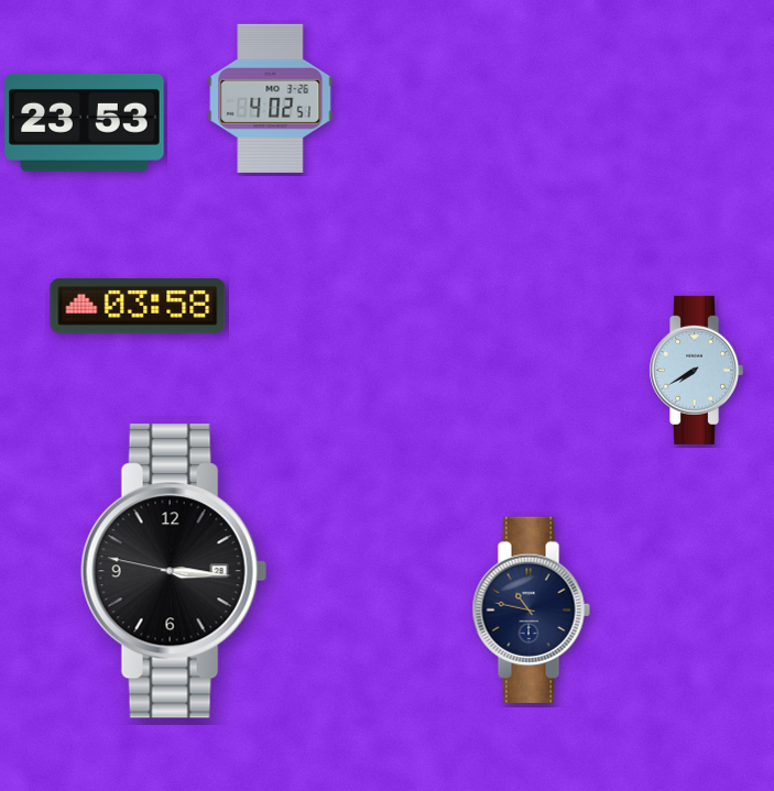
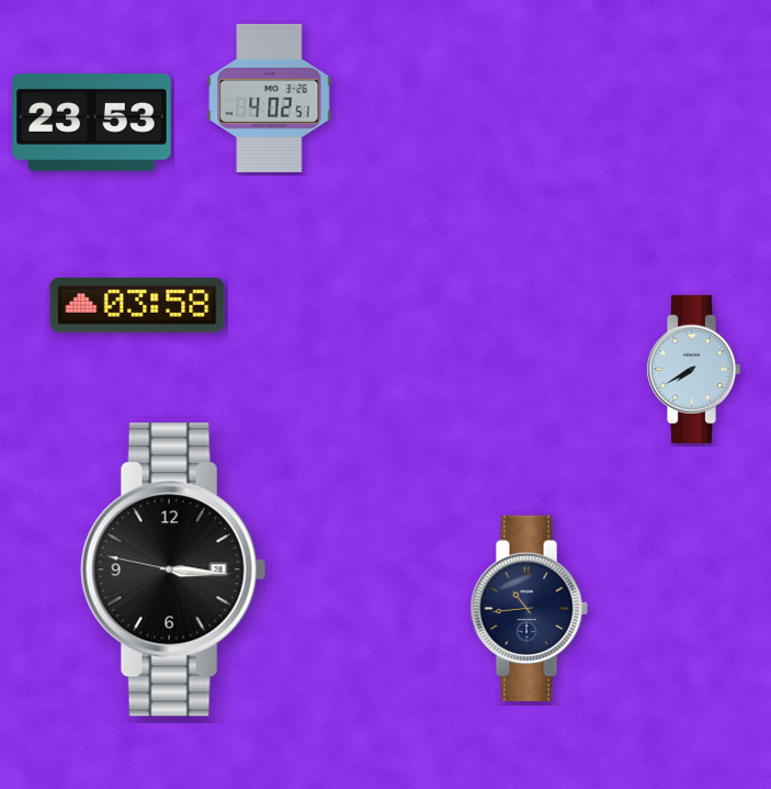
clock at (85, 122) position: (85, 122) -> (92, 122)
clock at (531, 609): 10:47 -> 10:44
